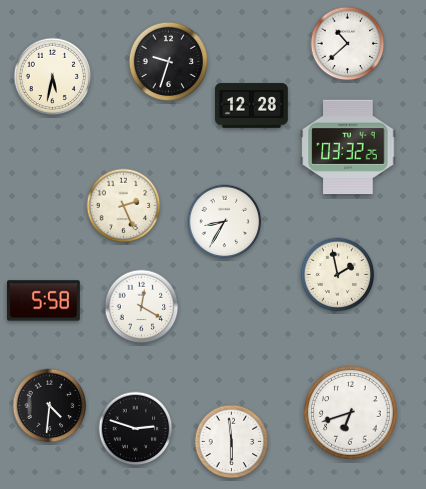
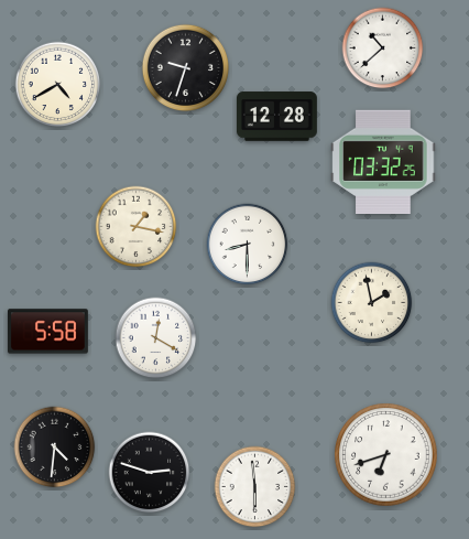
clock at (53, 77): 5:32 -> 4:40
clock at (124, 206): 2:26 -> 1:17
clock at (225, 222): 8:35 -> 8:30
